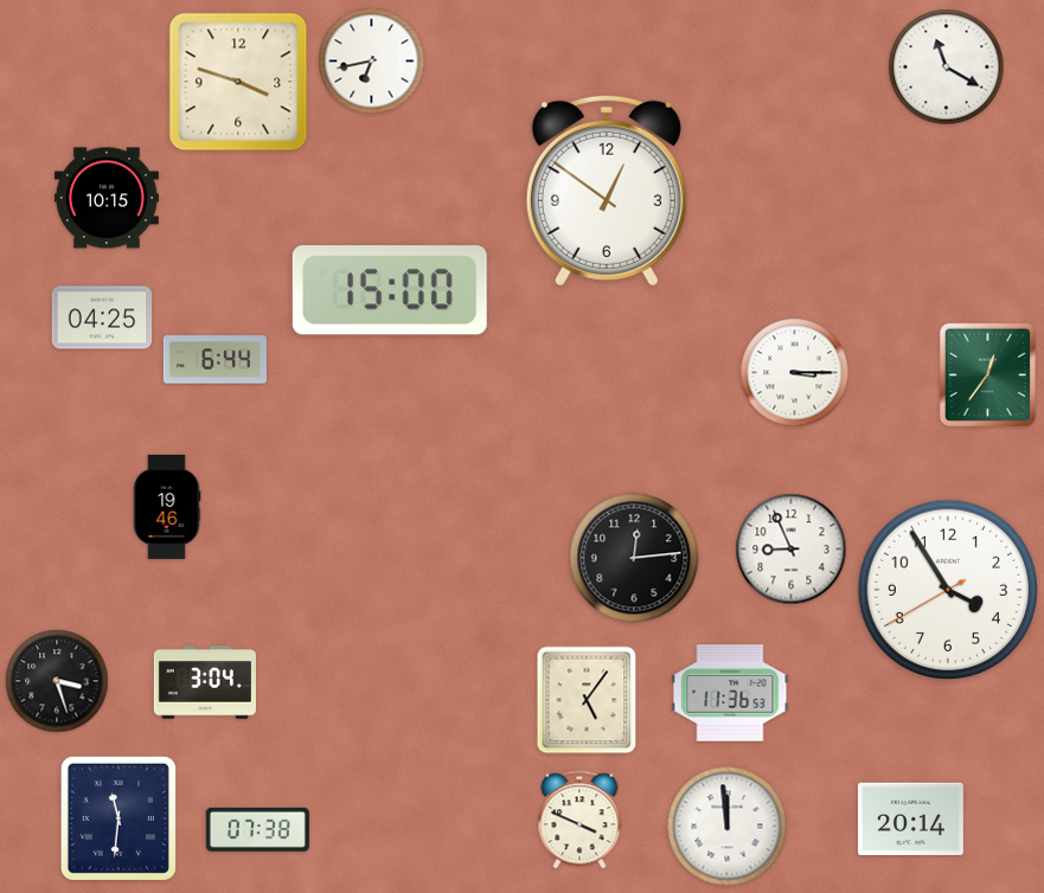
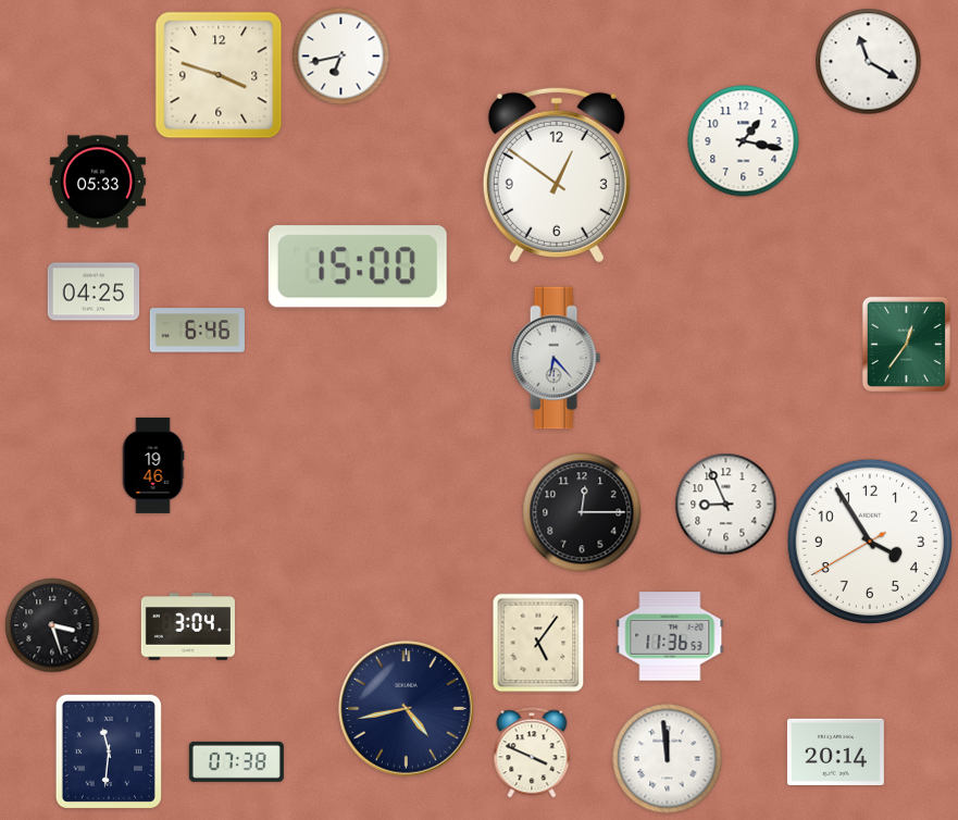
clock at (744, 141): none -> 1:17
clock at (107, 198): 10:15 -> 05:33
clock at (214, 360): 6:44 -> 6:46
clock at (795, 373): 3:15 -> none
clock at (556, 358): none -> 6:23
clock at (634, 558): 12:14 -> 12:15
clock at (407, 709): none -> 4:43
